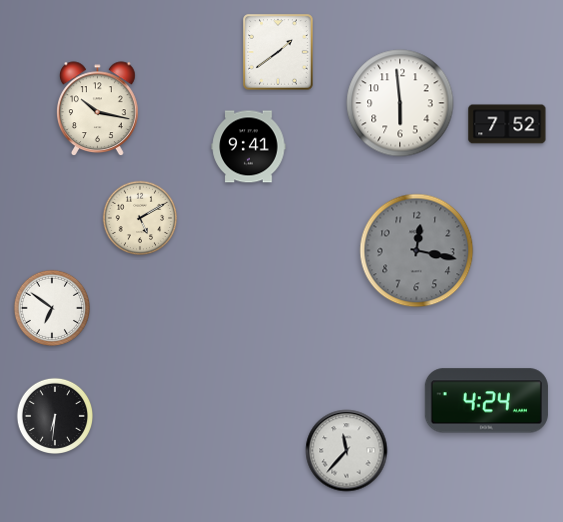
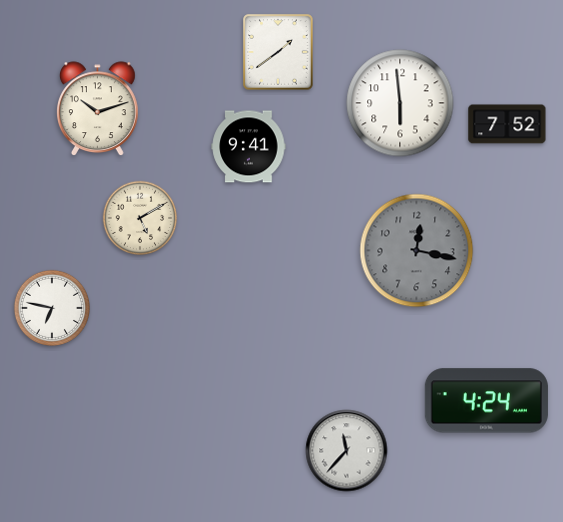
clock at (98, 109): 10:17 -> 10:12
clock at (51, 307): 6:51 -> 6:47
clock at (54, 415): 6:31 -> none
